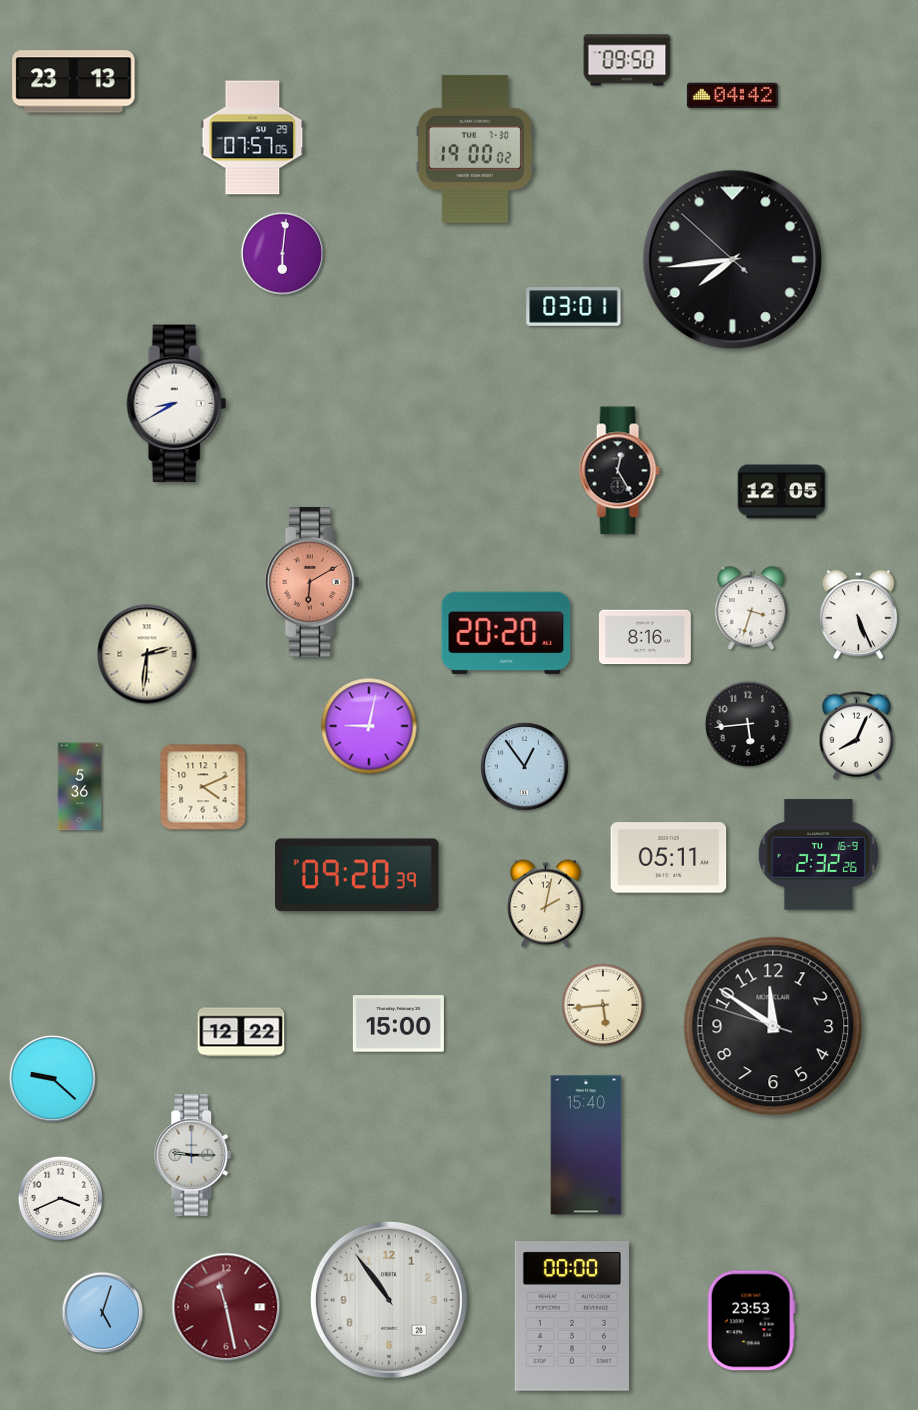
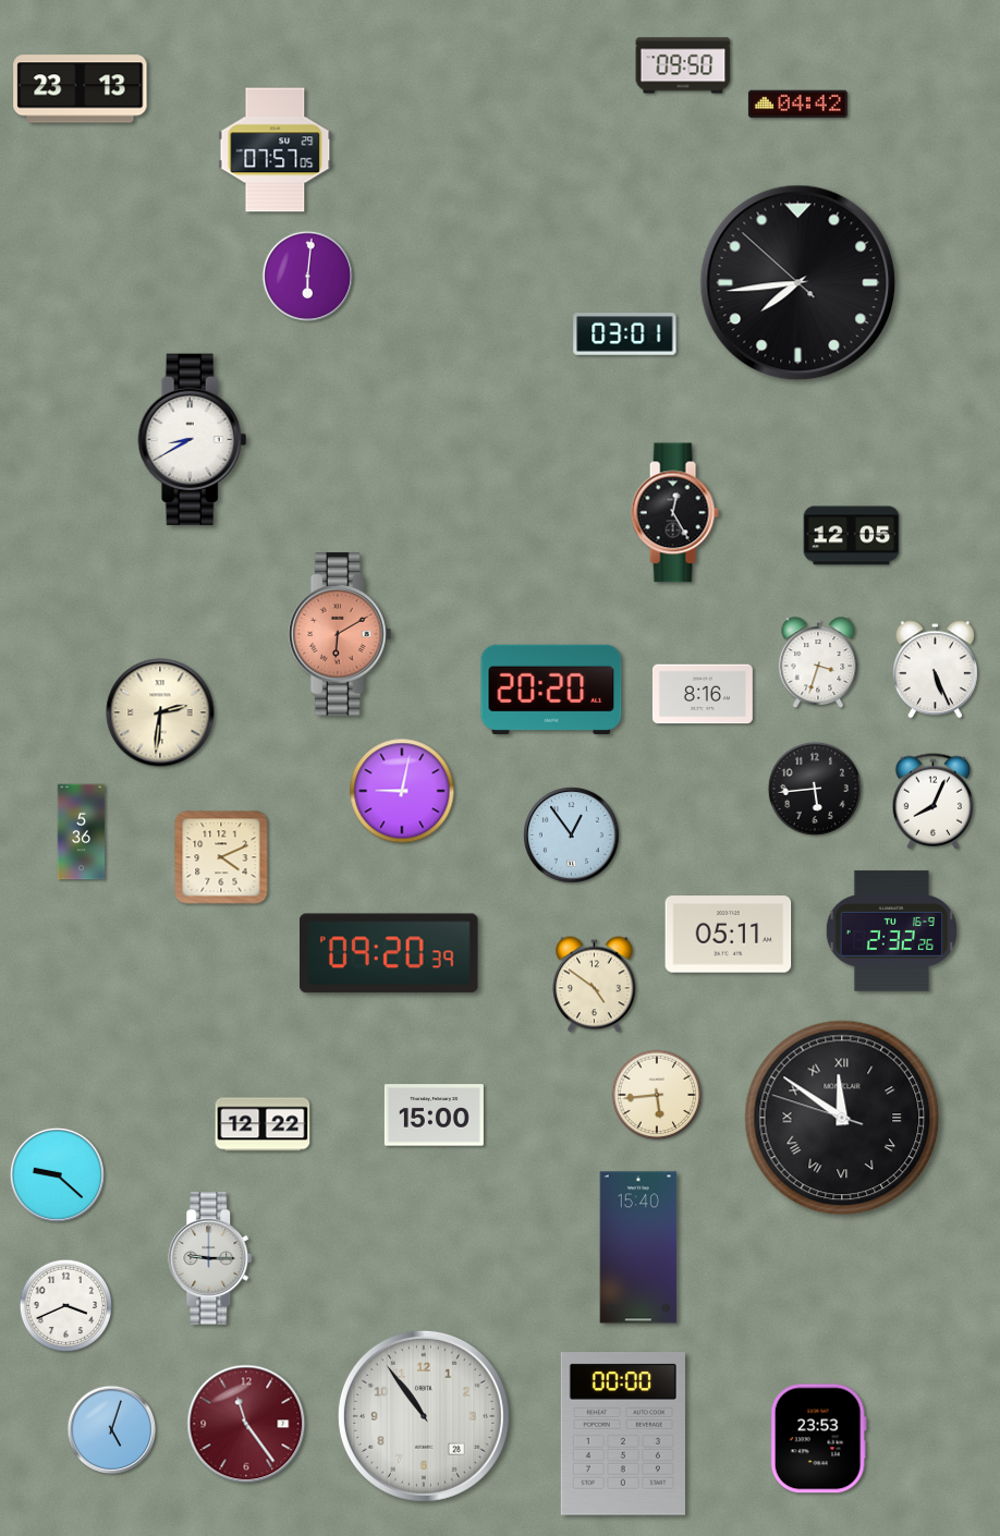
clock at (475, 149): 19:00 -> none
clock at (80, 787) position: (80, 787) -> (82, 832)
clock at (546, 904): 2:02 -> 4:51
clock at (773, 1026) numerals: Arabic -> Roman
clock at (226, 1307): 11:28 -> 11:24
